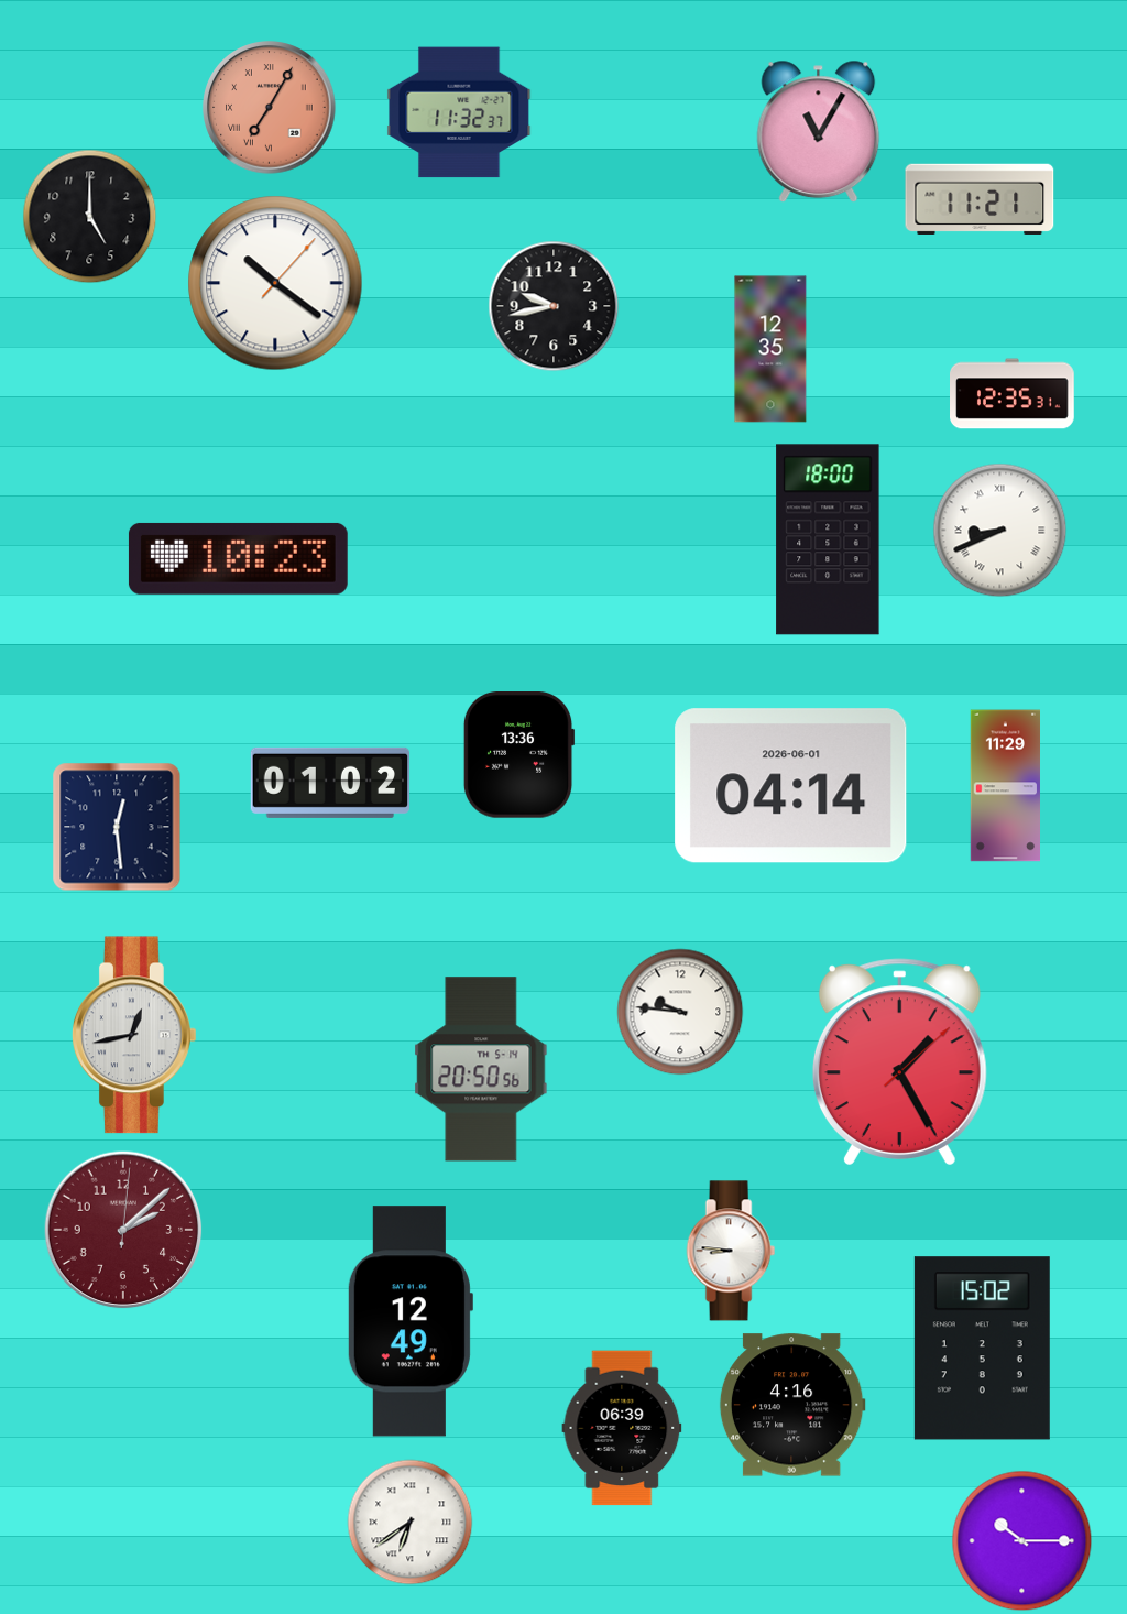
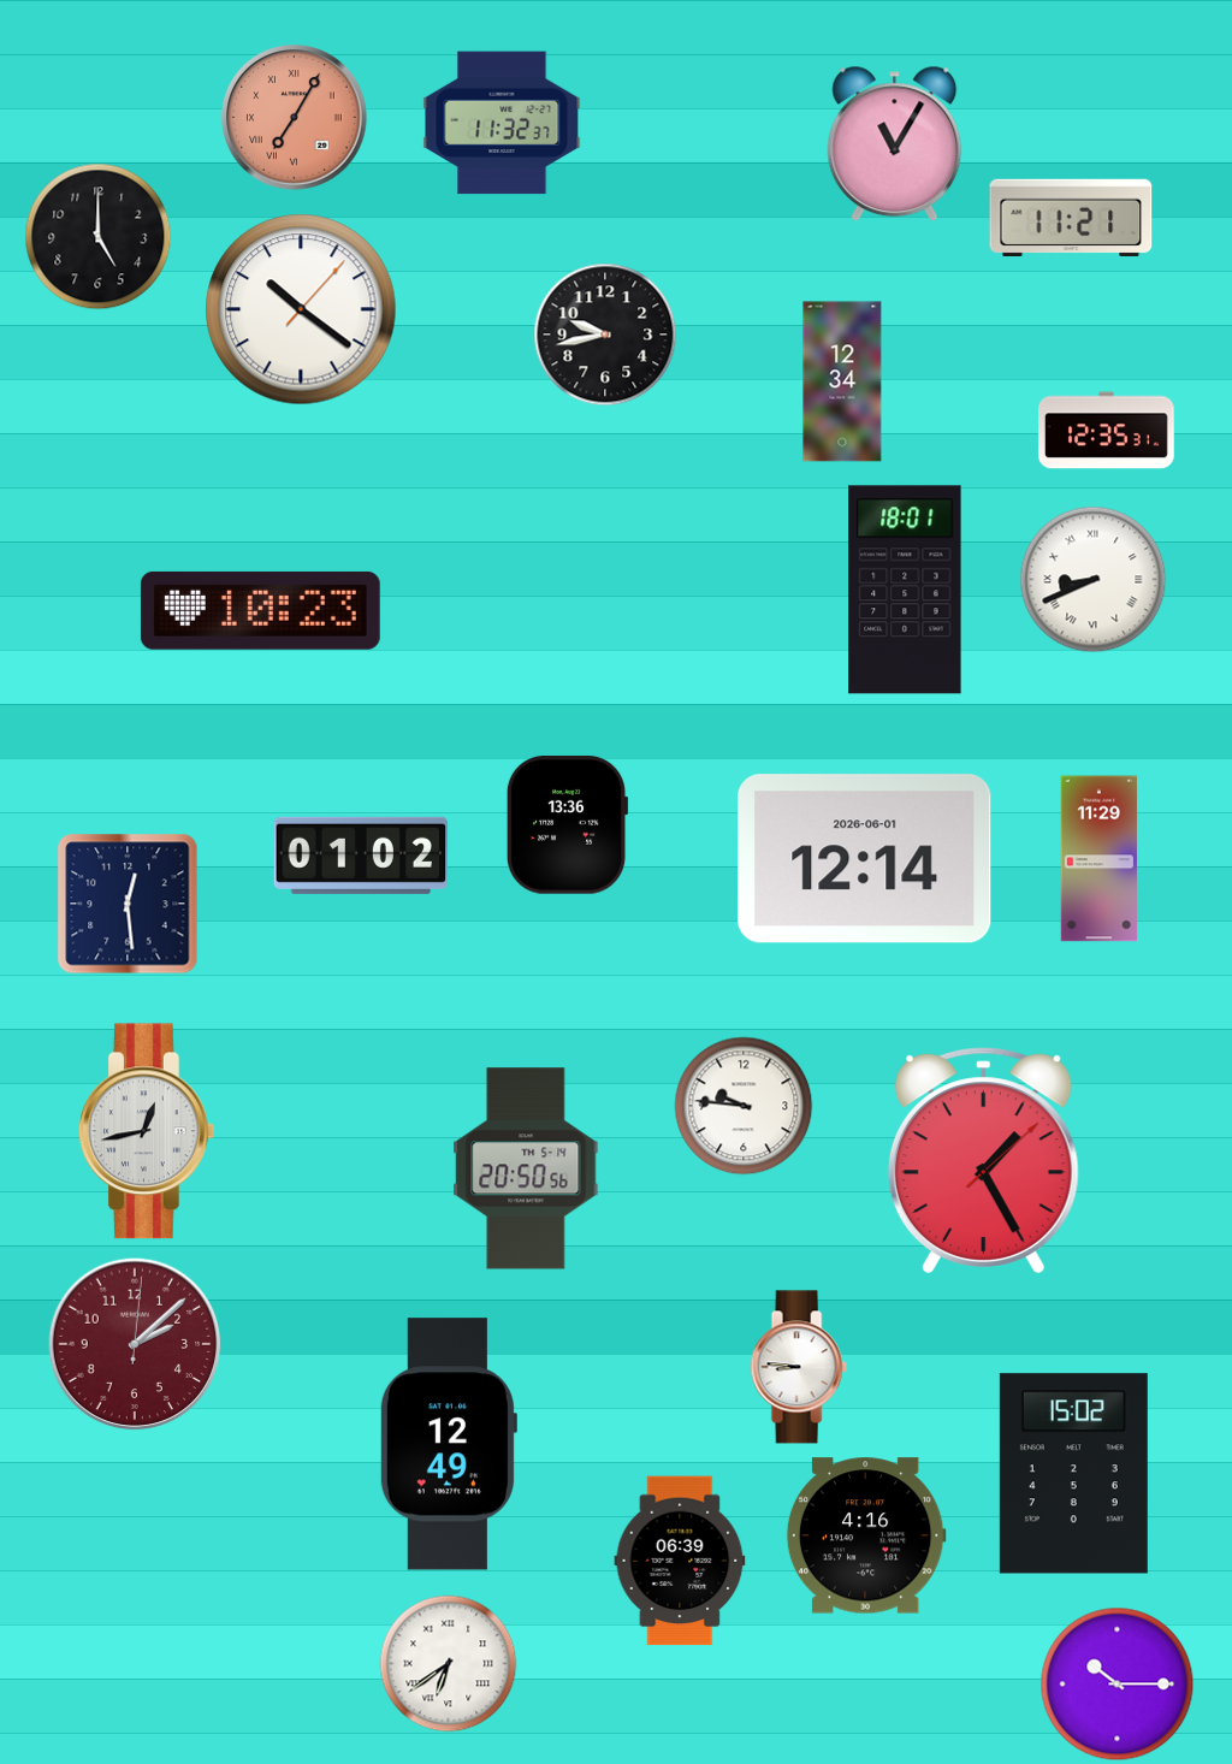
clock at (770, 349): 12:35 -> 12:34
clock at (828, 539): 18:00 -> 18:01
clock at (791, 786): 04:14 -> 12:14
